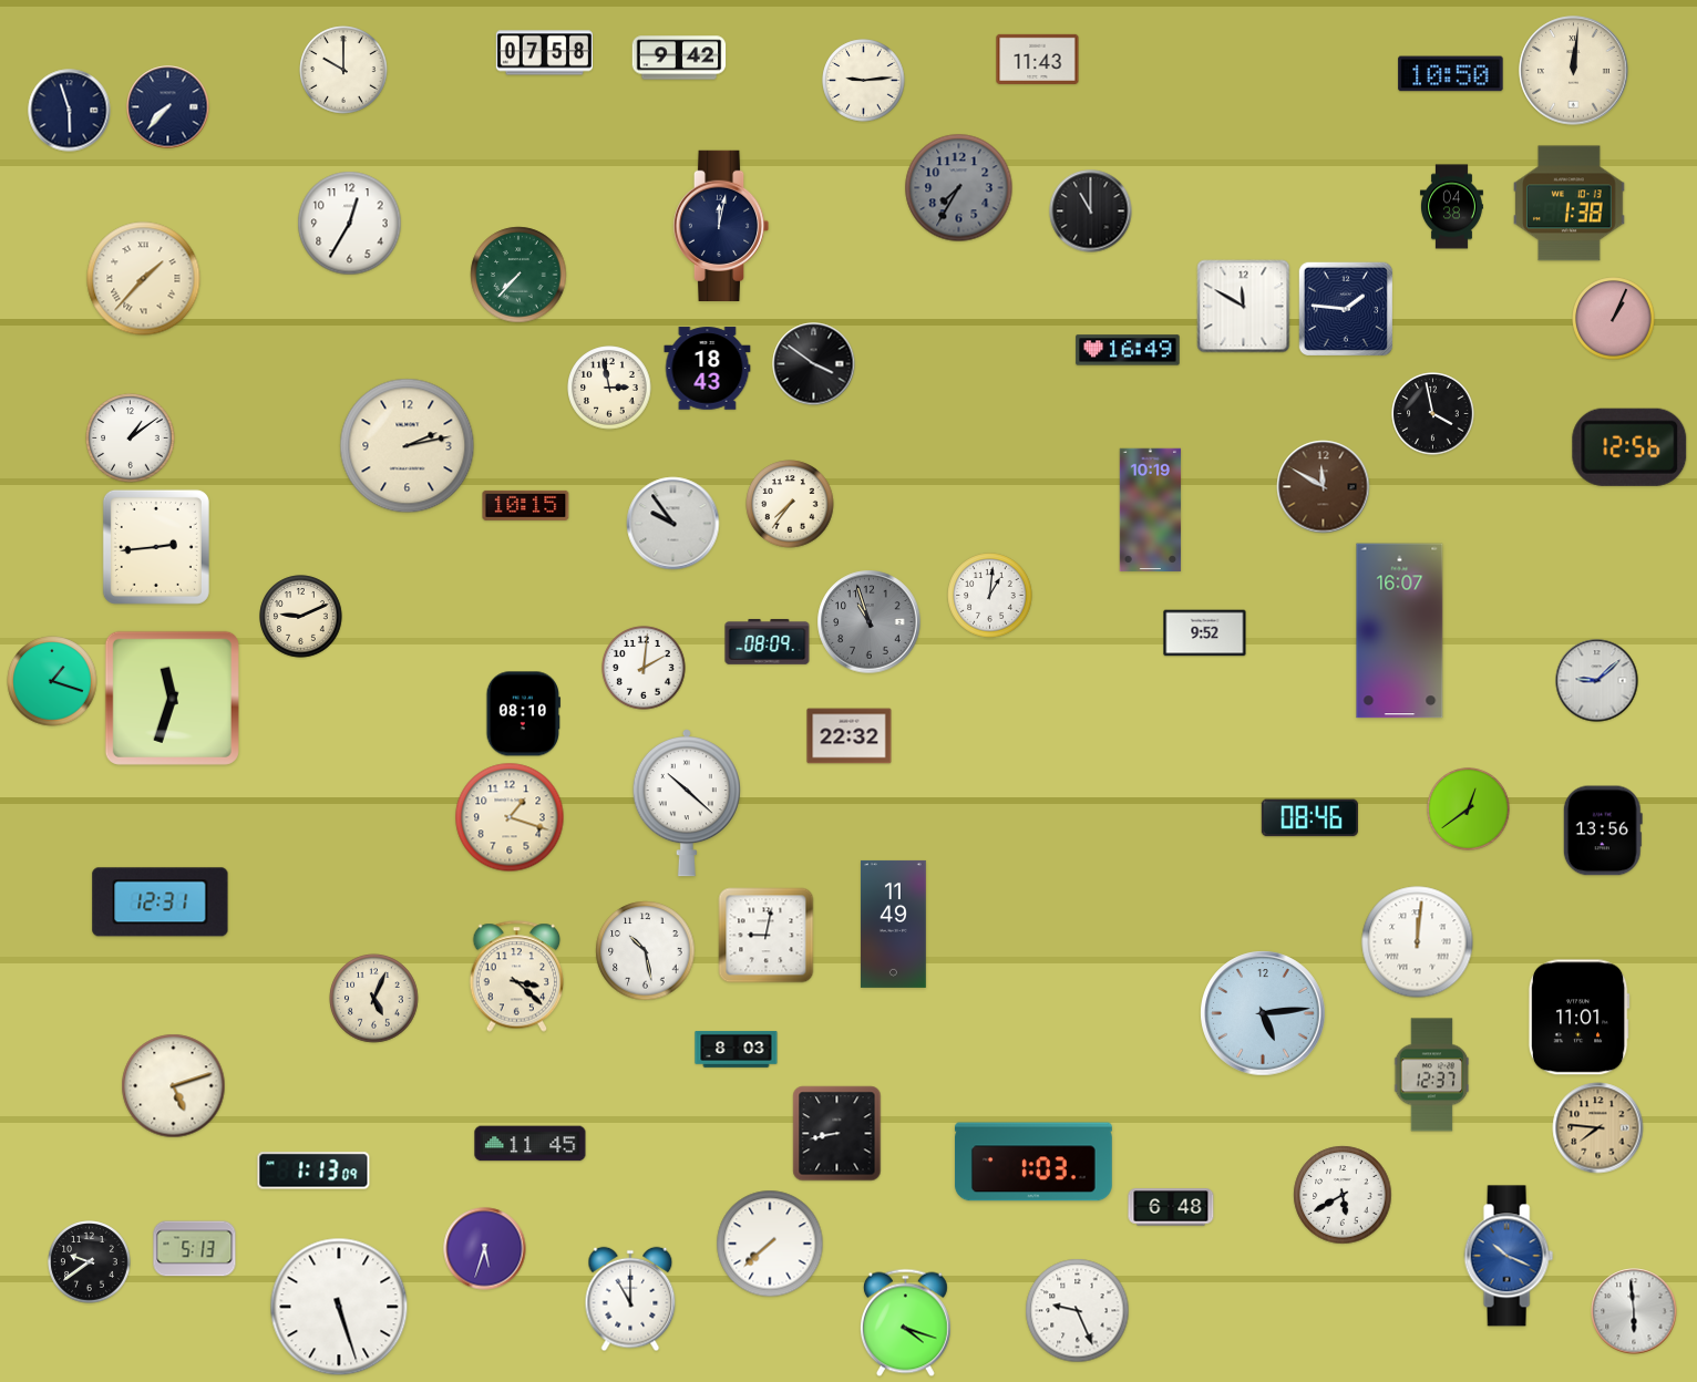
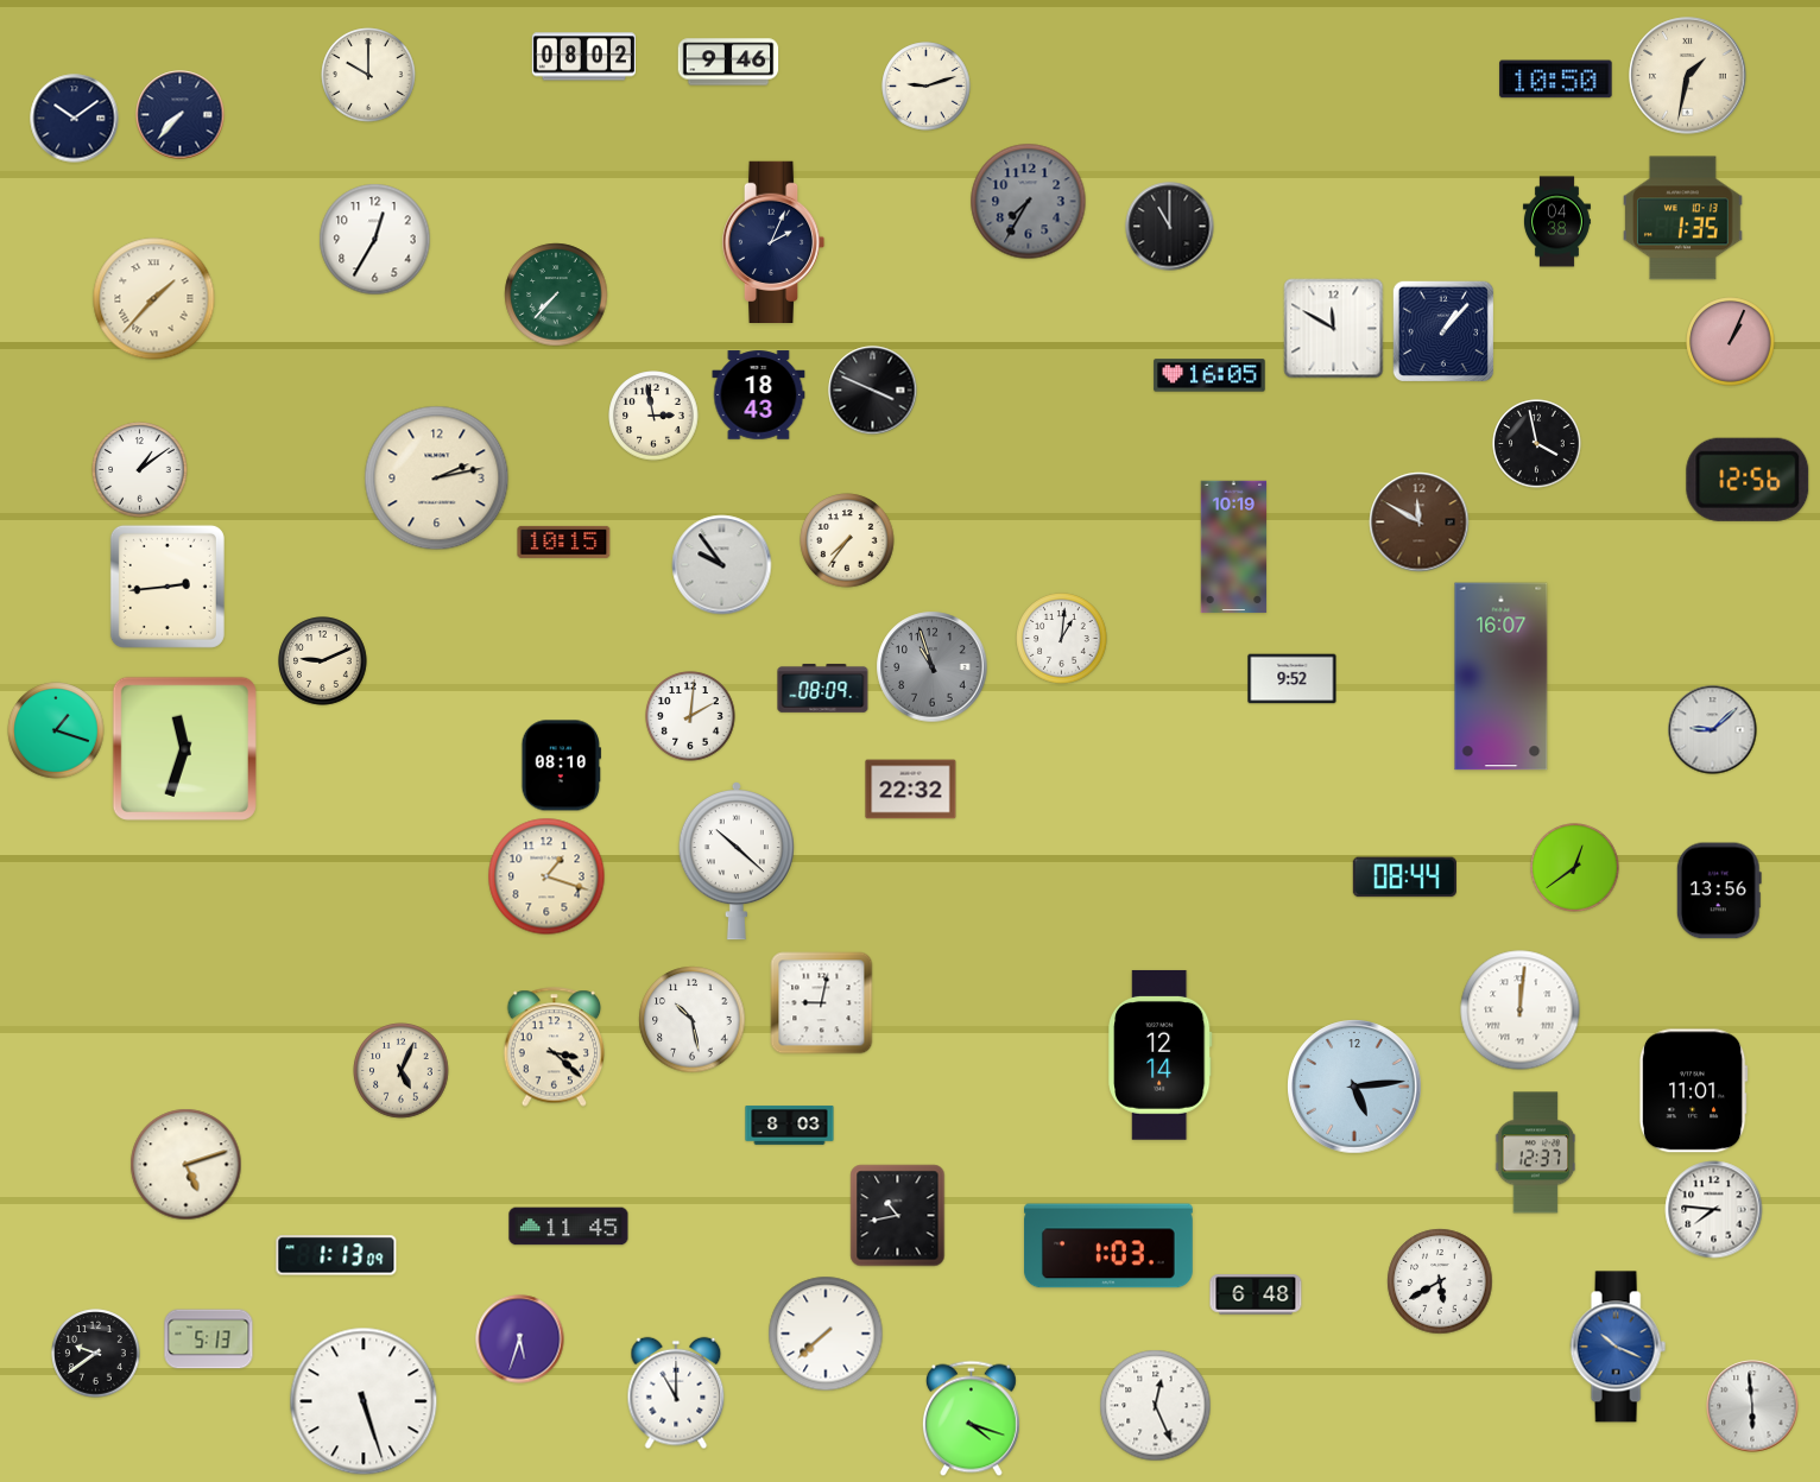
clock at (544, 53): 07:58 -> 08:02
clock at (679, 58): 9:42 -> 9:46
clock at (1038, 59): 11:43 -> none
clock at (1574, 71): 12:01 -> 1:32
clock at (864, 81): 9:14 -> 9:12
clock at (70, 111): 5:57 -> 10:09
clock at (1570, 204): 1:38 -> 1:35
clock at (721, 225): 12:02 -> 2:04
clock at (1346, 309): 1:46 -> 1:07
clock at (1128, 350): 16:49 -> 16:05
clock at (814, 364): 3:51 -> 3:49
clock at (673, 524) position: (673, 524) -> (722, 565)
clock at (1309, 818): 08:46 -> 08:44
clock at (161, 903): 12:31 -> none
clock at (894, 924): 11:49 -> none
clock at (1161, 1056): none -> 12:14
clock at (1598, 1128) dial: champagne -> white
clock at (837, 1134): 8:43 -> 10:43
clock at (1078, 1311): 9:26 -> 12:26
